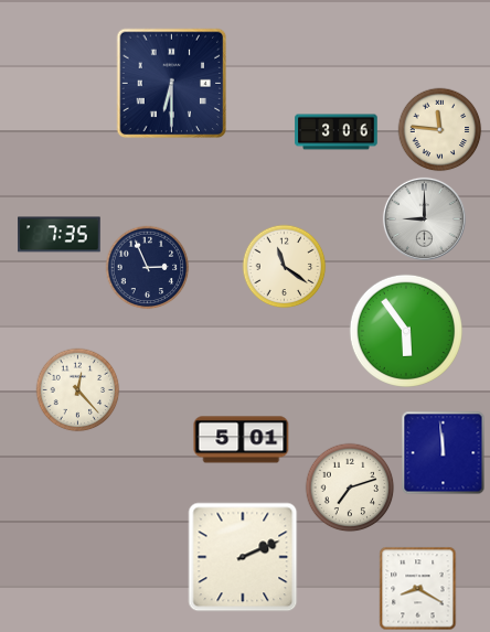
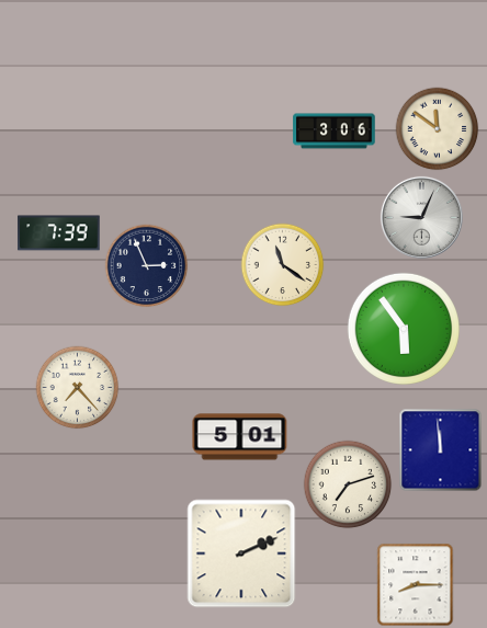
clock at (172, 84): 6:30 -> none
clock at (440, 130): 11:46 -> 11:51
clock at (424, 218): 9:00 -> 9:04
clock at (60, 235): 7:35 -> 7:39
clock at (78, 390): 12:23 -> 7:23
clock at (418, 589): 8:20 -> 8:15
